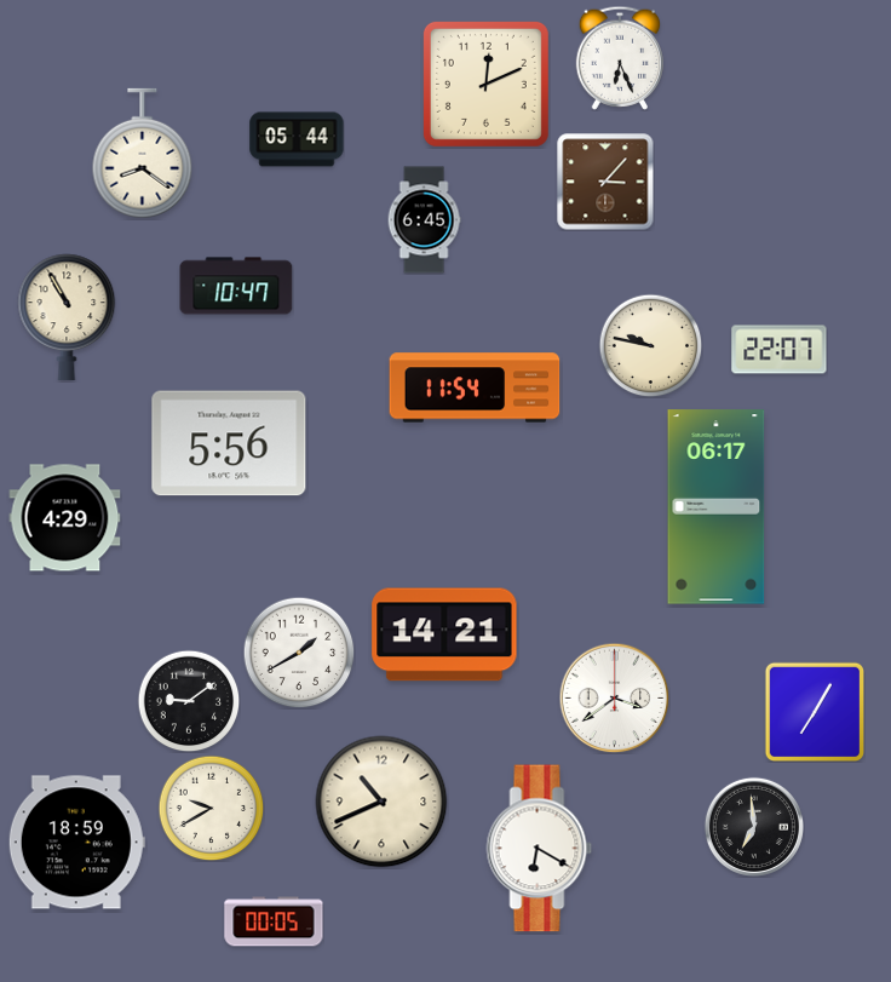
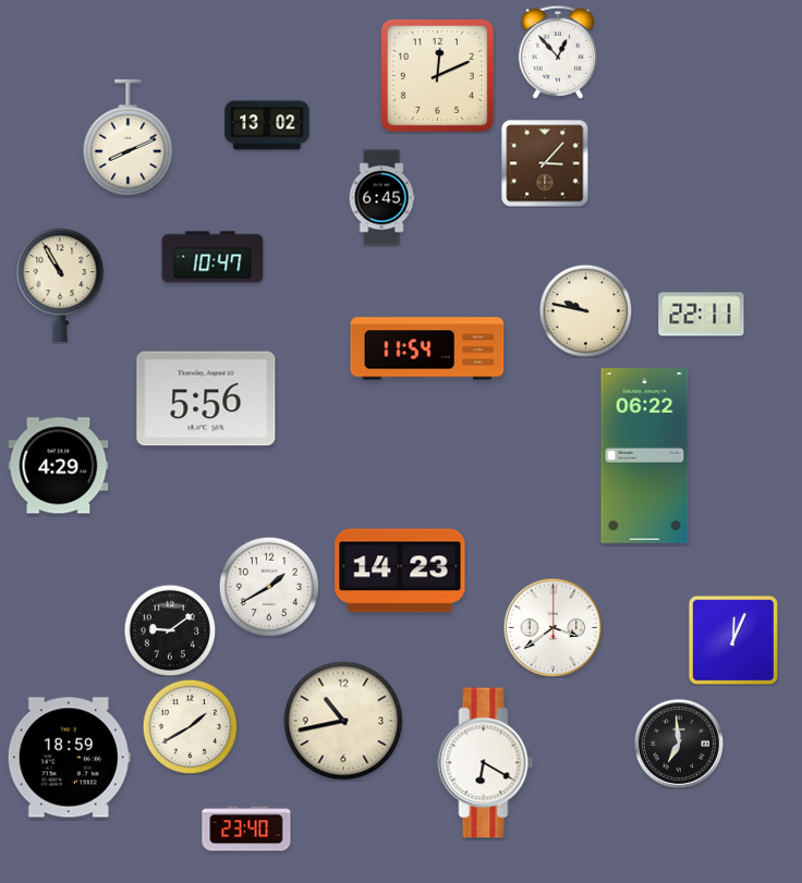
clock at (619, 58): 6:26 -> 12:53
clock at (297, 139): 05:44 -> 13:02
clock at (143, 154): 8:21 -> 8:11
clock at (780, 350): 22:07 -> 22:11
clock at (717, 507): 06:17 -> 06:22
clock at (444, 634): 14:21 -> 14:23
clock at (814, 711): 7:05 -> 12:04
clock at (381, 802): 10:41 -> 10:43
clock at (211, 808): 9:40 -> 1:40
clock at (274, 921): 00:05 -> 23:40
